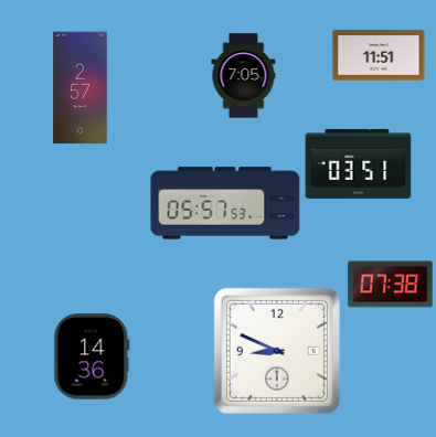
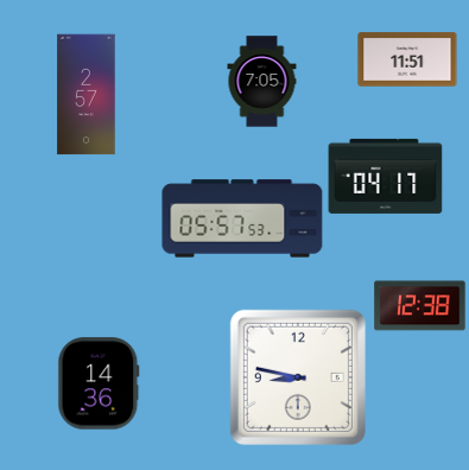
clock at (359, 163): 03:51 -> 04:17
clock at (391, 285): 07:38 -> 12:38
clock at (277, 351): 8:49 -> 8:47
